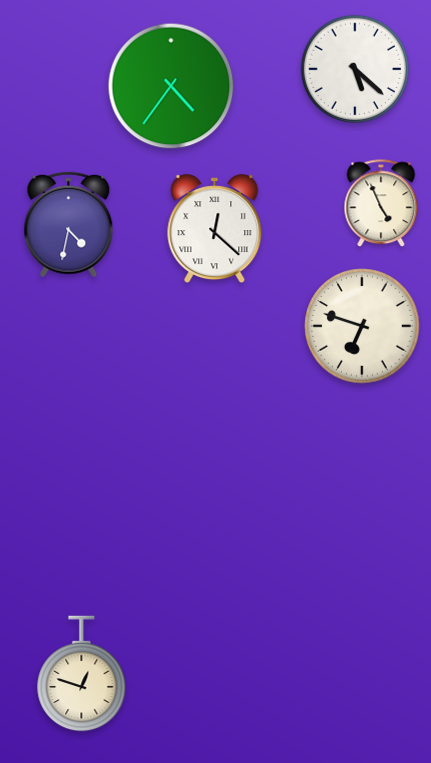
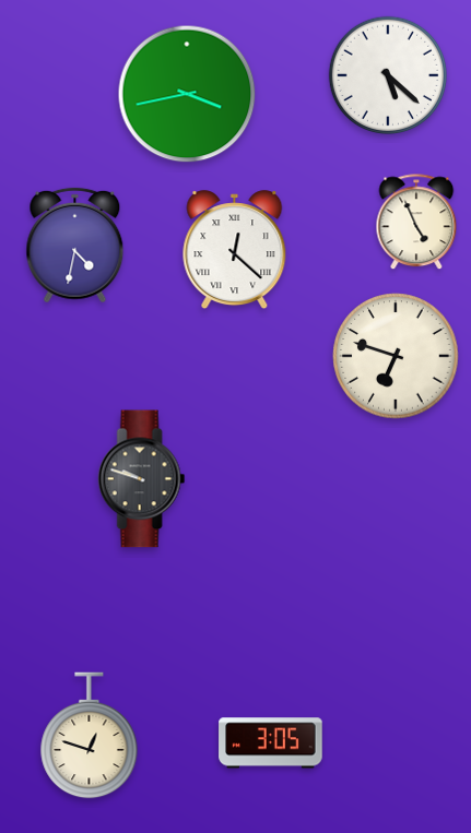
clock at (171, 86): 4:36 -> 3:43
clock at (142, 479): none -> 9:48
clock at (271, 743): none -> 3:05
